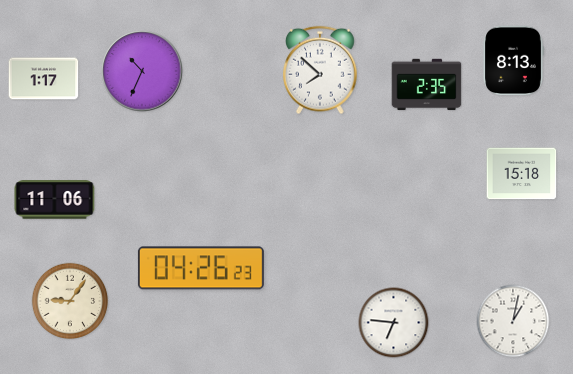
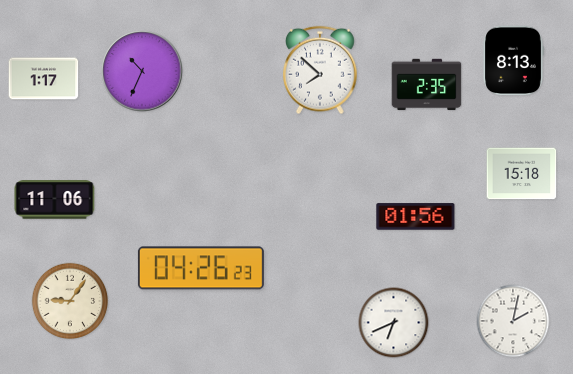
clock at (416, 217): none -> 01:56
clock at (513, 321): 1:02 -> 2:02
clock at (394, 323): 6:46 -> 6:41
